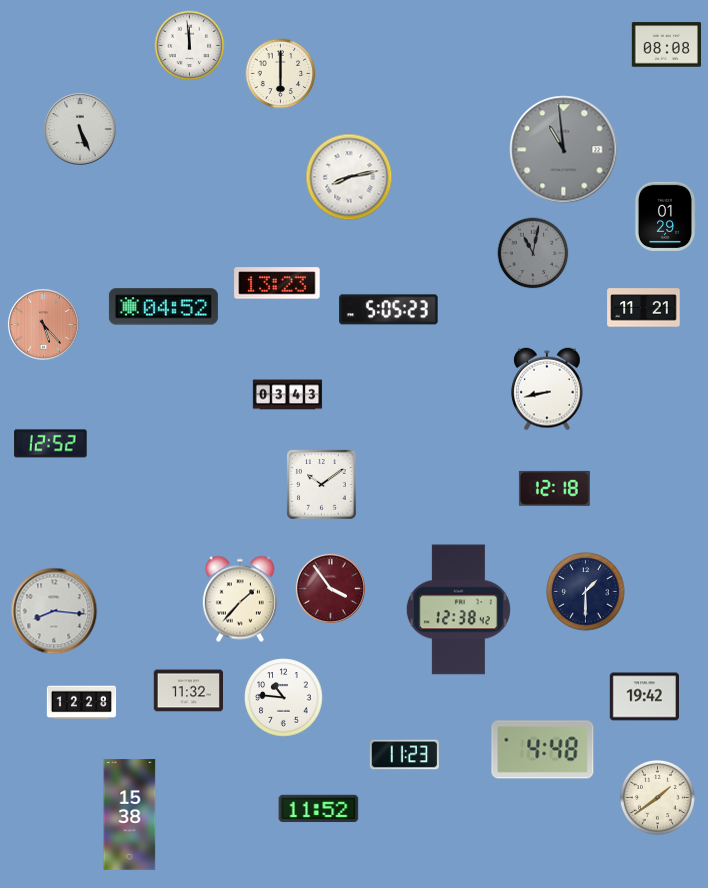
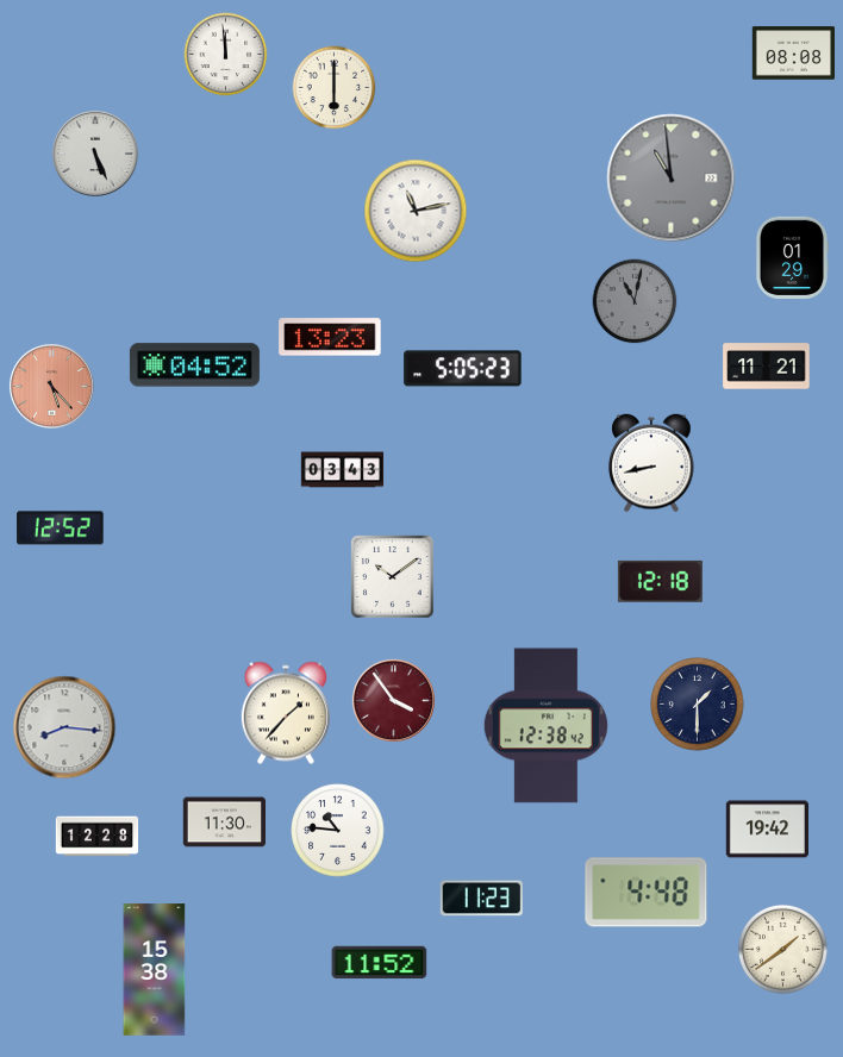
clock at (349, 177): 8:13 -> 11:13
clock at (322, 485) position: (322, 485) -> (393, 577)
clock at (188, 691): 11:32 -> 11:30
